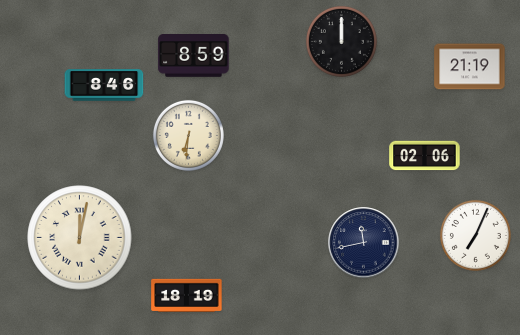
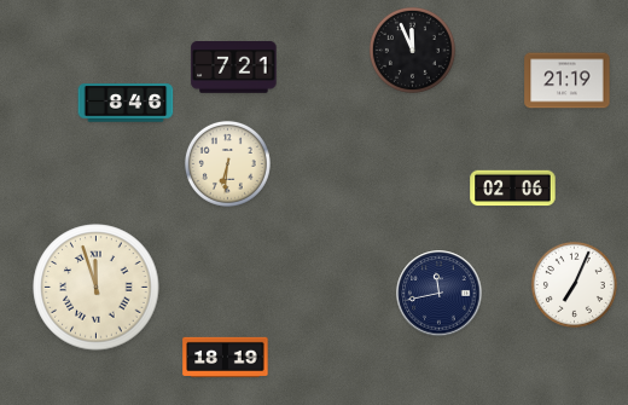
clock at (341, 41): 12:00 -> 11:56
clock at (194, 56): 8:59 -> 7:21
clock at (80, 238): 12:02 -> 11:57
